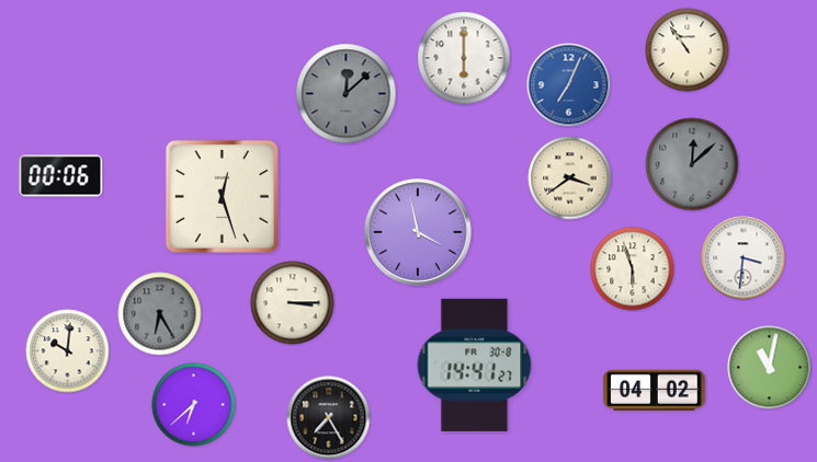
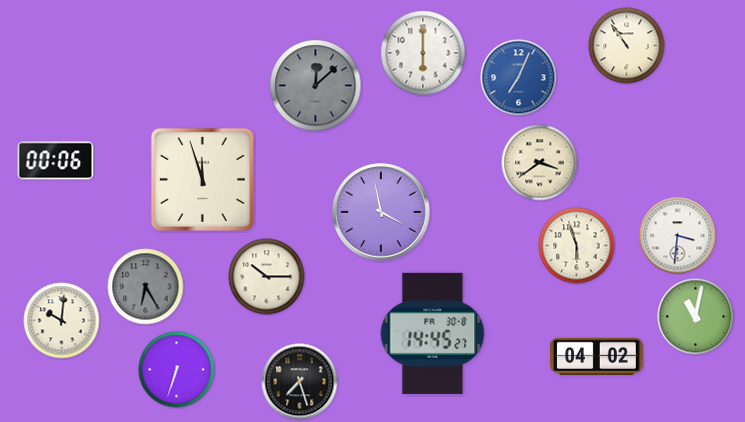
clock at (692, 164): 12:08 -> none
clock at (570, 178) position: (570, 178) -> (540, 163)
clock at (222, 196): 12:27 -> 11:57
clock at (293, 303): 3:15 -> 10:15
clock at (475, 365): 14:41 -> 14:45
clock at (770, 368) position: (770, 368) -> (696, 317)
clock at (194, 405): 6:38 -> 6:33
clock at (329, 418): 7:25 -> 7:27
